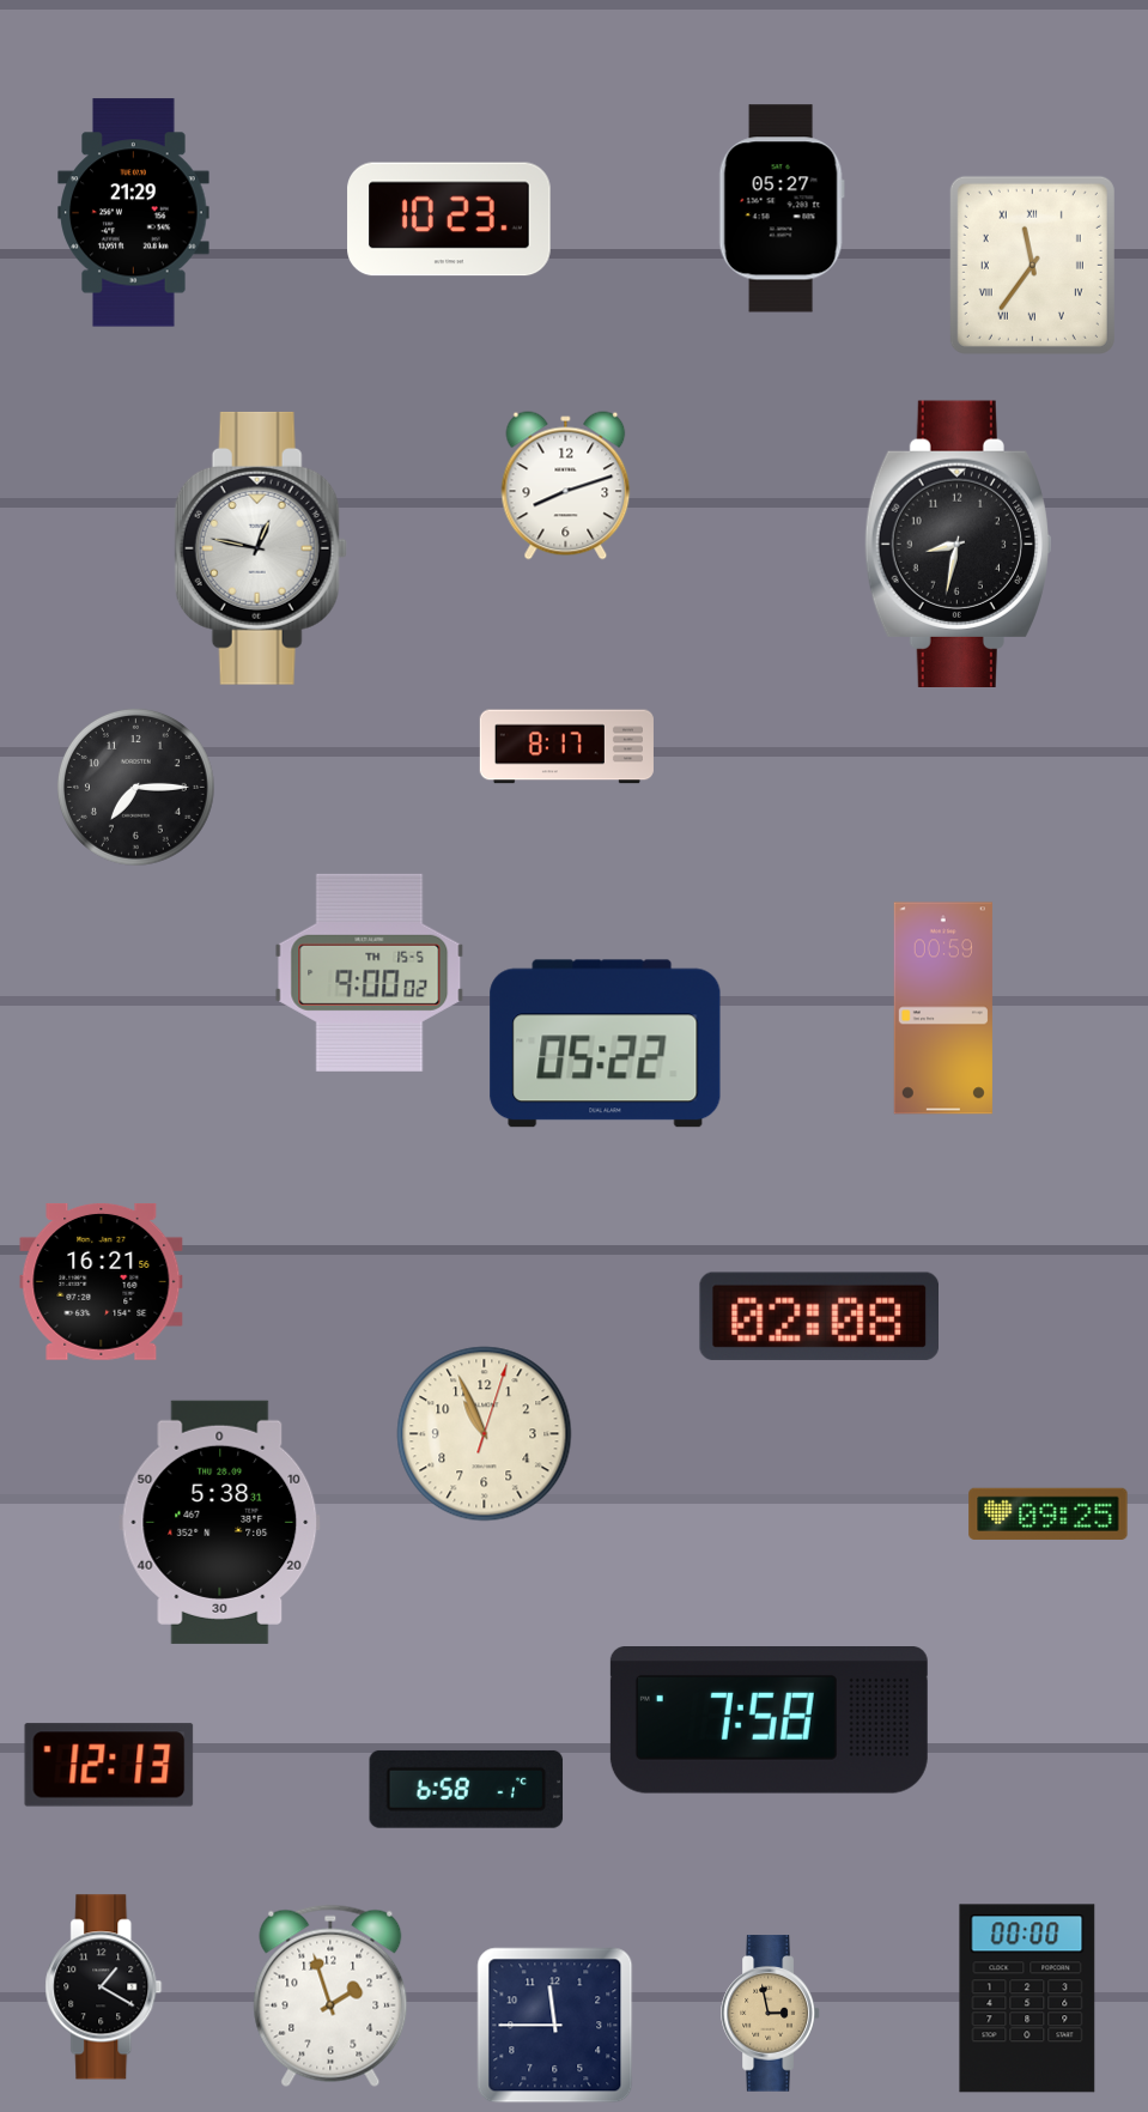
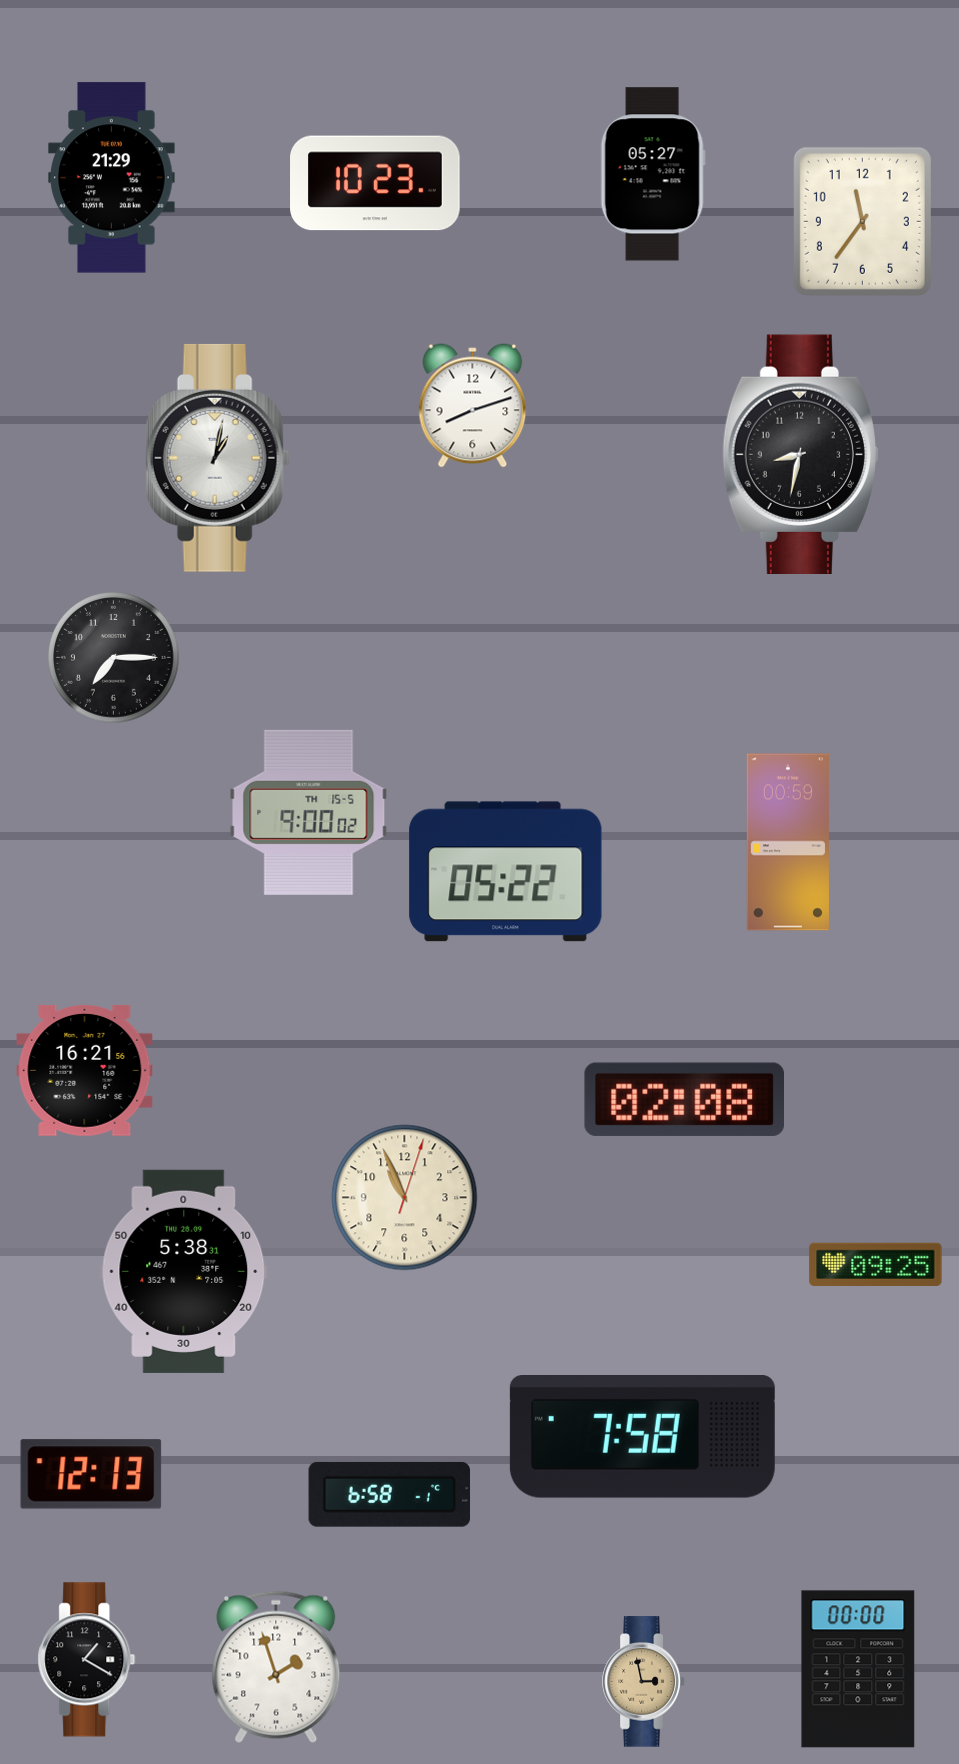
clock at (1032, 265) numerals: Roman -> Arabic
clock at (261, 548): 12:47 -> 1:02
clock at (566, 747): 8:17 -> none
clock at (555, 2026): 11:45 -> none
